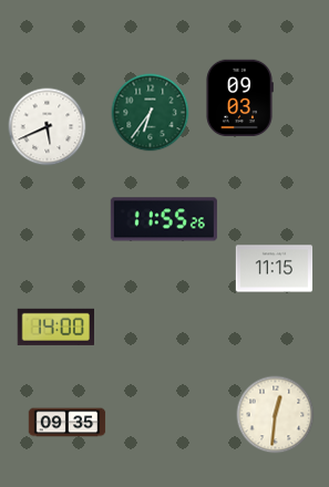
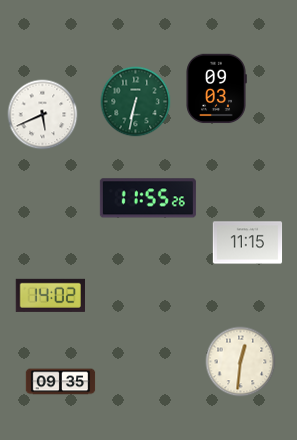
clock at (151, 113): 6:36 -> 6:32
clock at (55, 327): 14:00 -> 14:02
clock at (276, 415) position: (276, 415) -> (241, 362)
